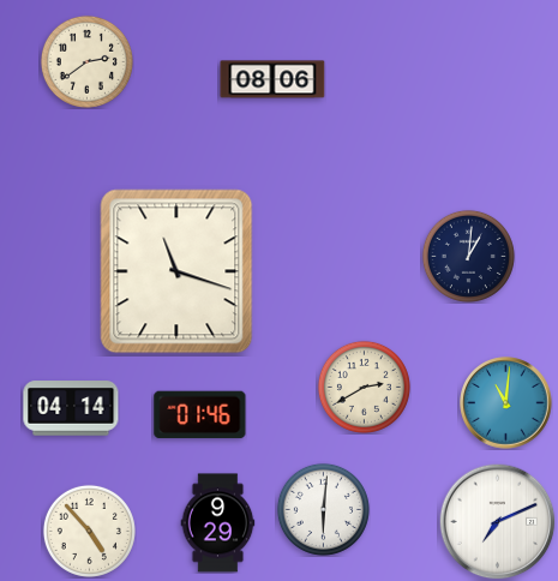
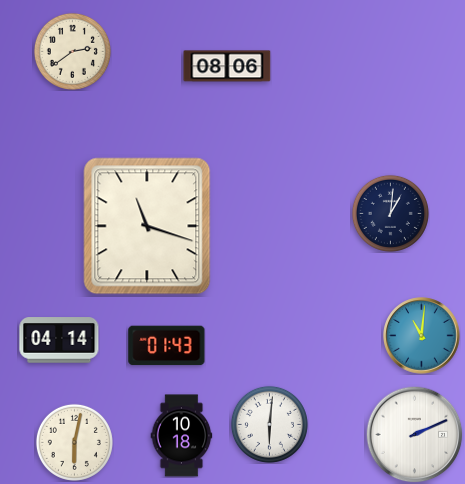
clock at (364, 387): 2:40 -> none
clock at (200, 415): 01:46 -> 01:43
clock at (498, 522): 7:11 -> 2:11
clock at (218, 523): 9:29 -> 10:18
clock at (89, 531): 4:53 -> 6:02
